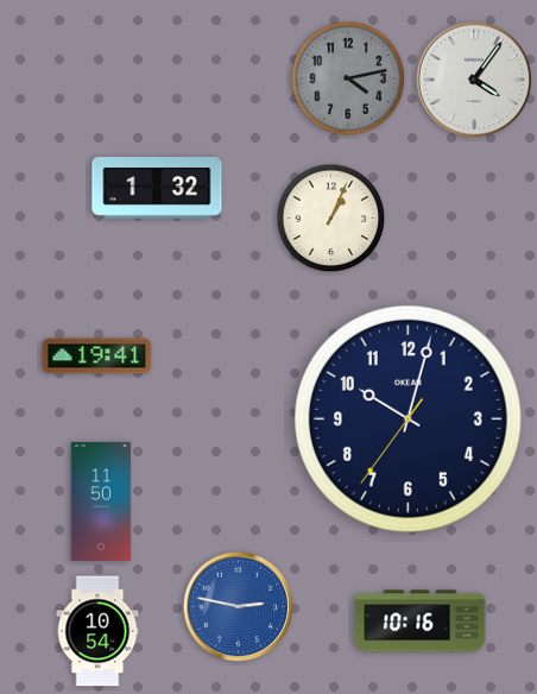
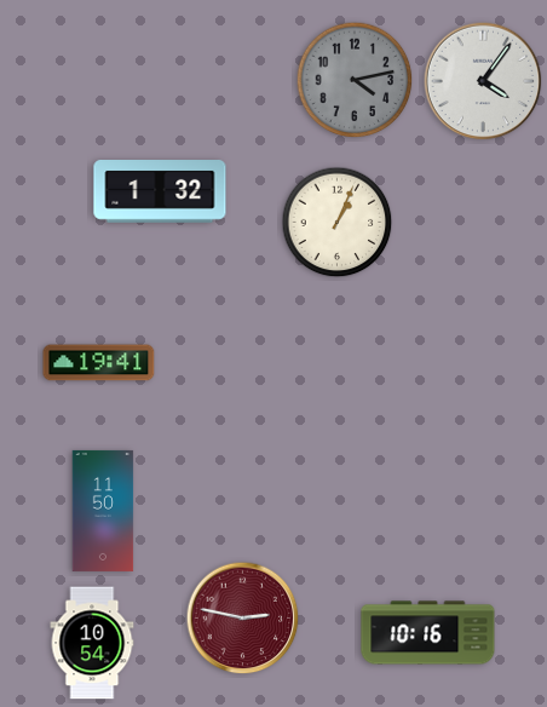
clock at (409, 419): 10:02 -> none
clock at (239, 607) dial: blue -> burgundy
clock at (97, 631) position: (97, 631) -> (92, 643)
